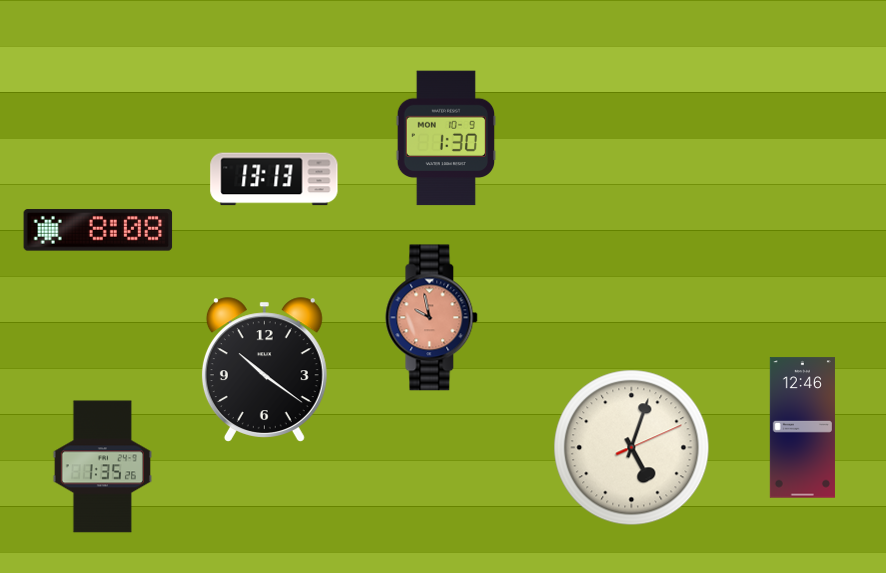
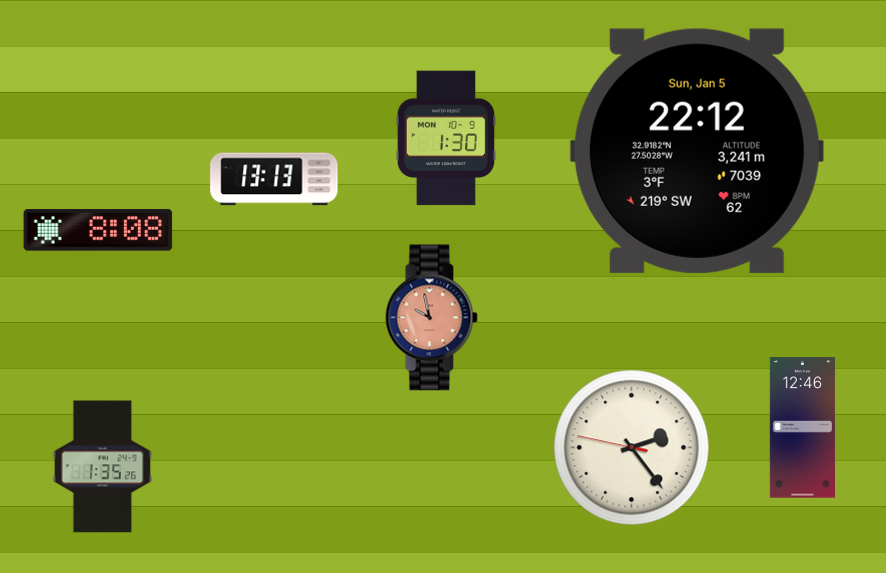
clock at (697, 151): none -> 22:12
clock at (264, 370): 10:21 -> none
clock at (632, 448): 5:03 -> 2:23
